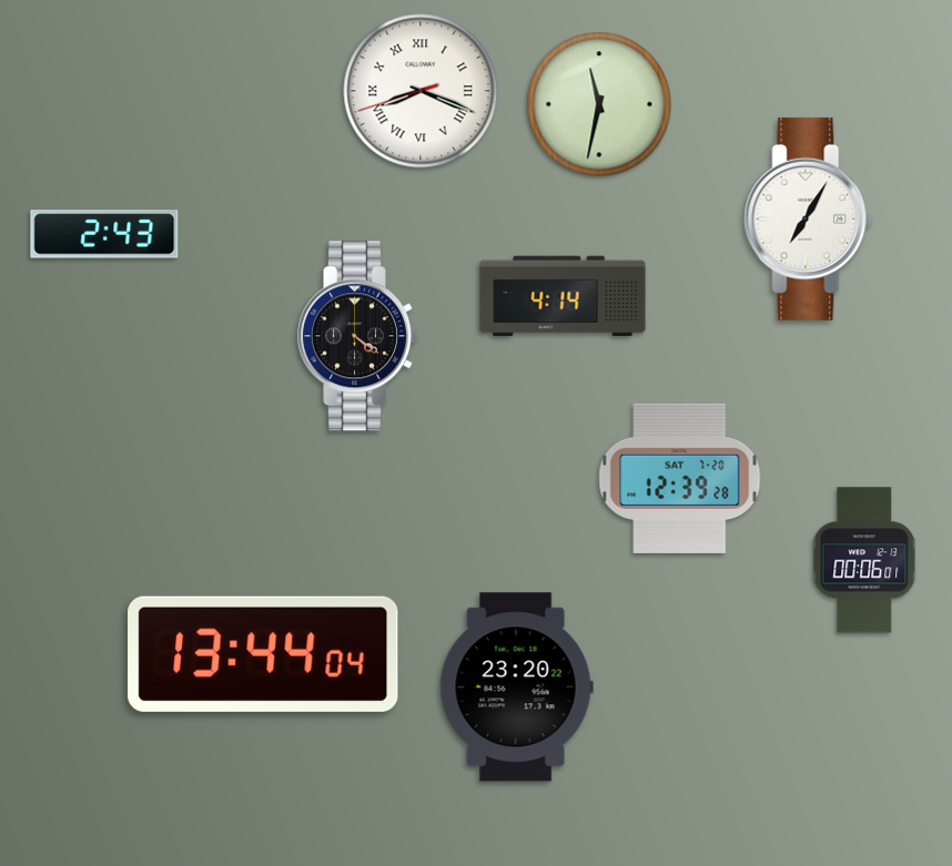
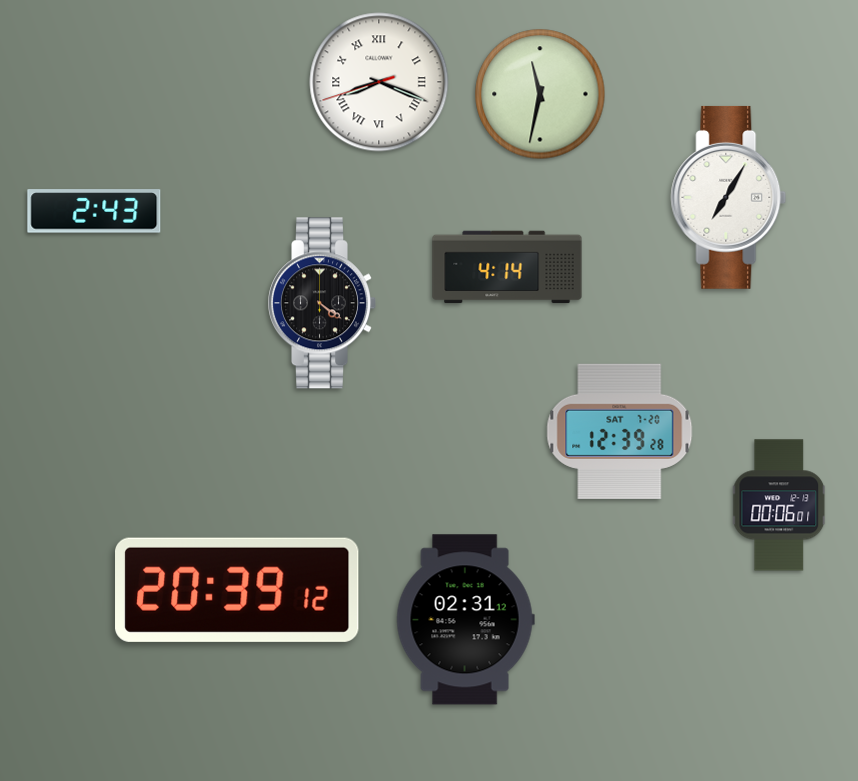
clock at (680, 478) position: (680, 478) -> (620, 431)
clock at (263, 654): 13:44 -> 20:39
clock at (516, 687): 23:20 -> 02:31
